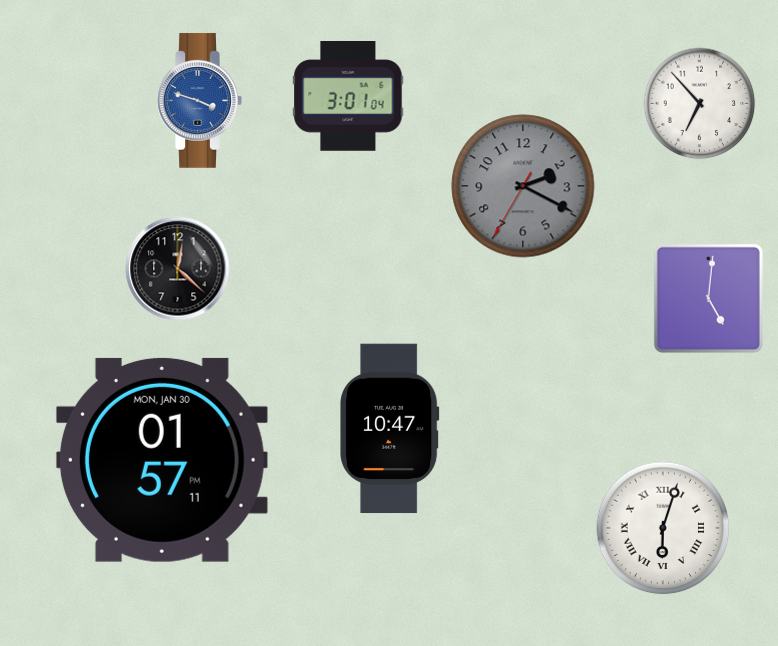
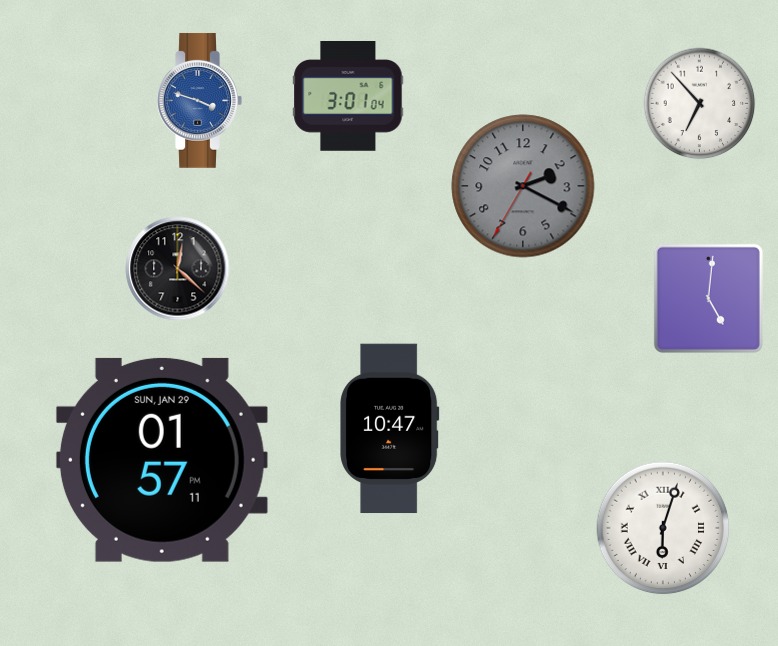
clock at (162, 460) date: MON, JAN 30 -> SUN, JAN 29
